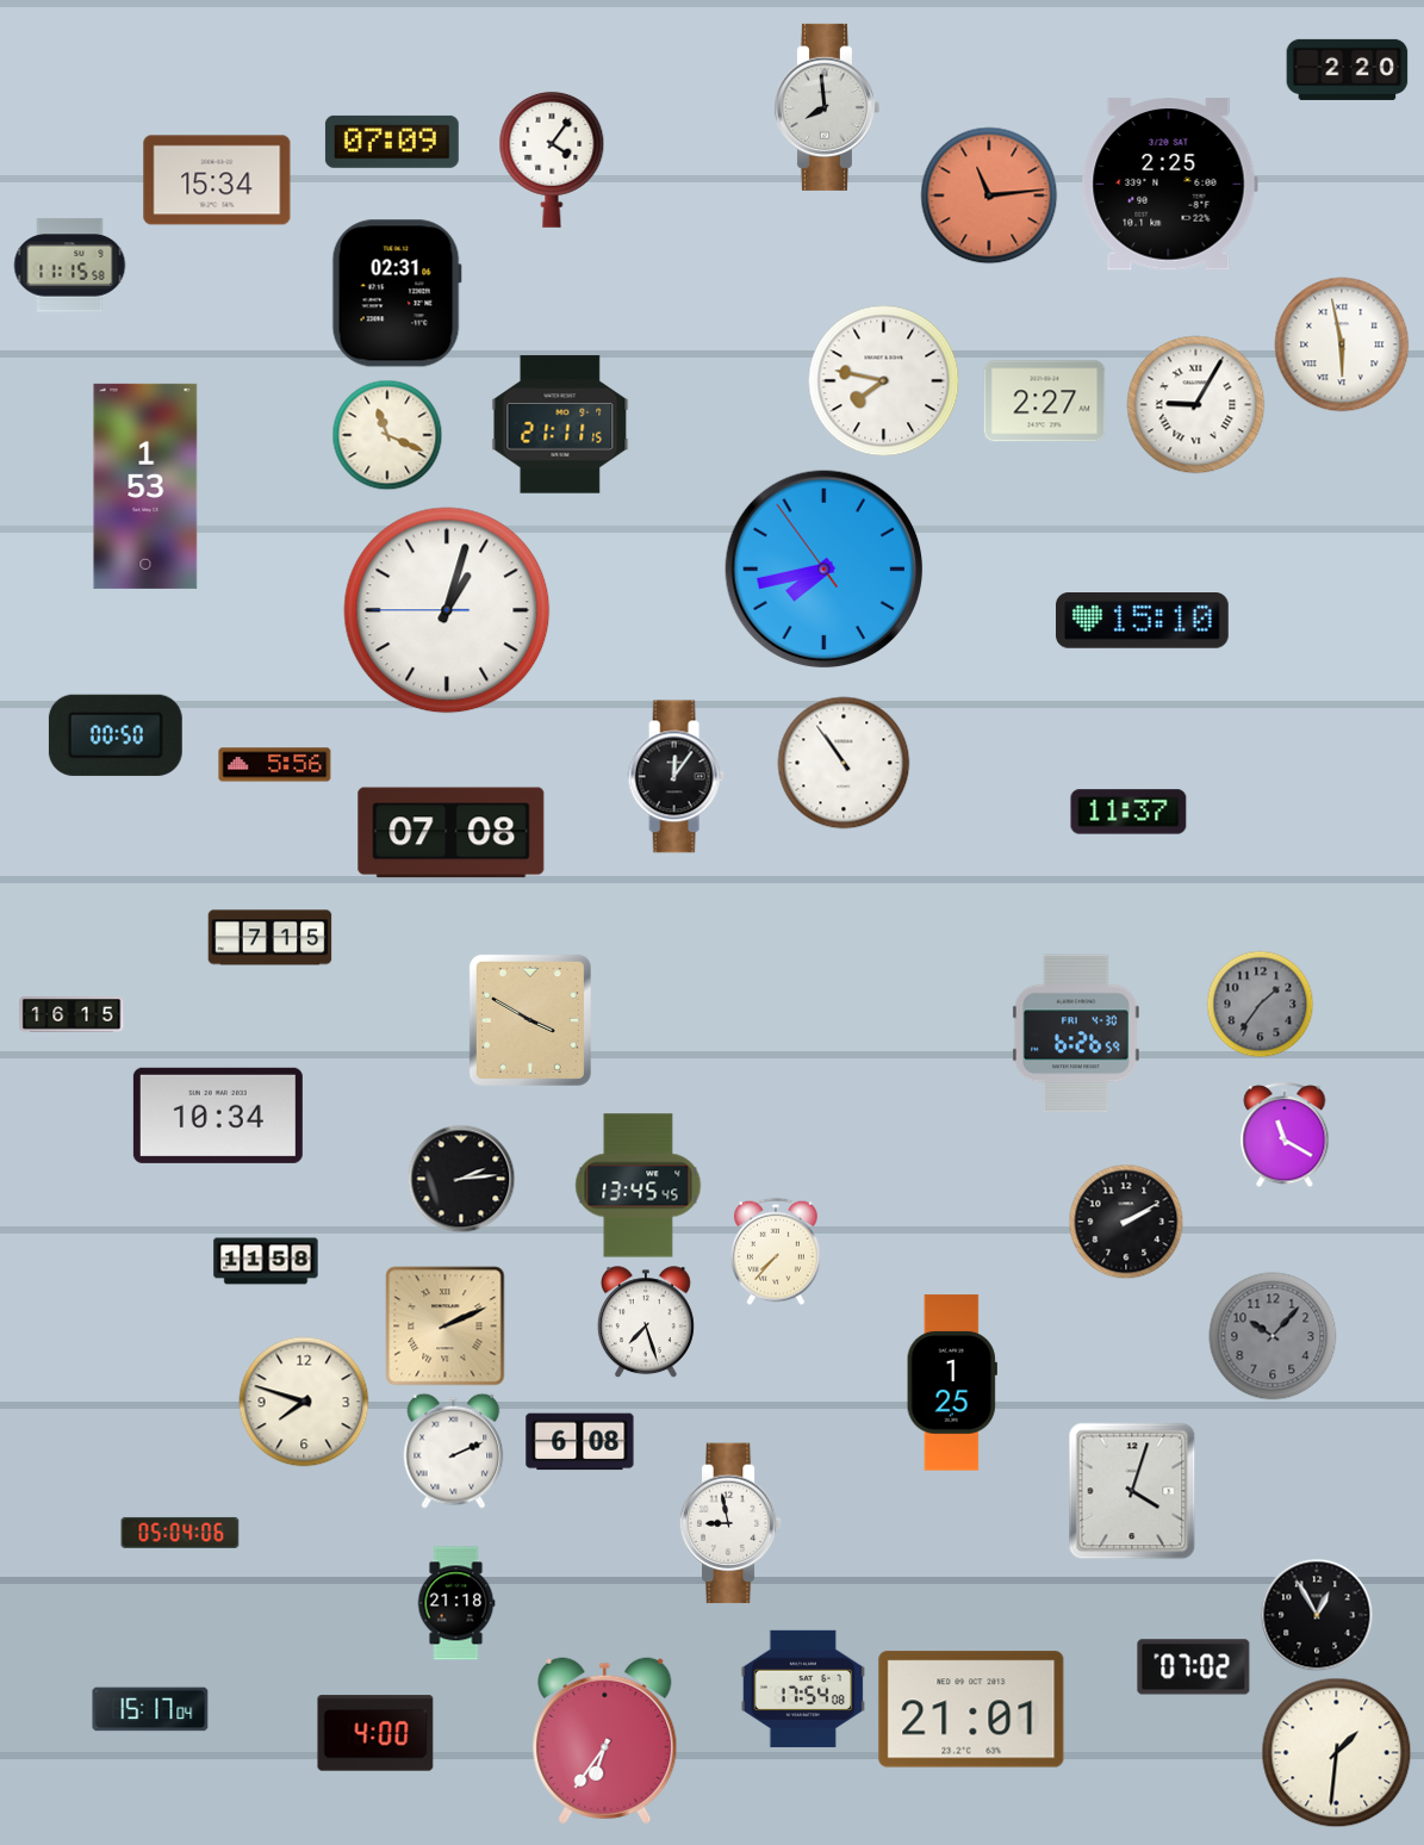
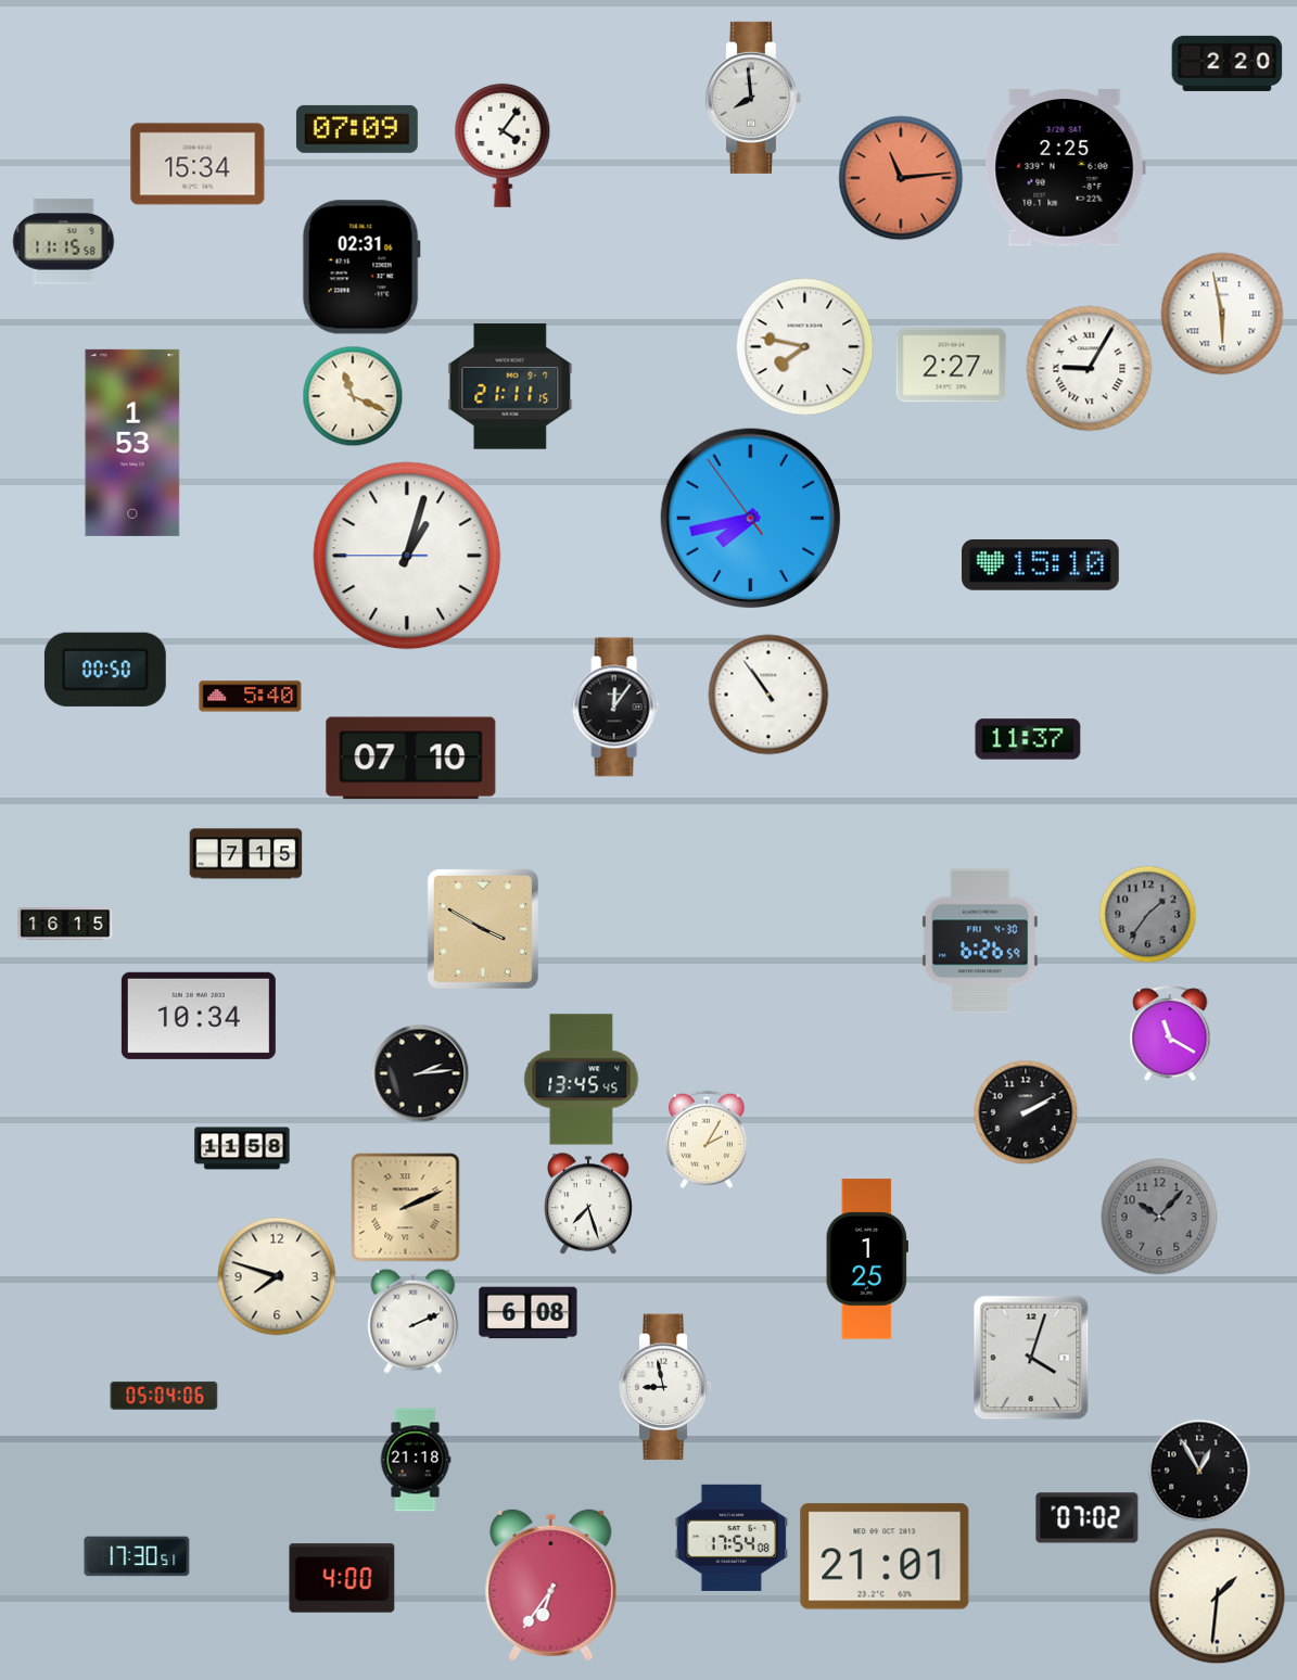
clock at (275, 765): 5:56 -> 5:40
clock at (452, 833): 07:08 -> 07:10
clock at (776, 1251): 7:37 -> 2:05
clock at (150, 1709): 15:17 -> 17:30
